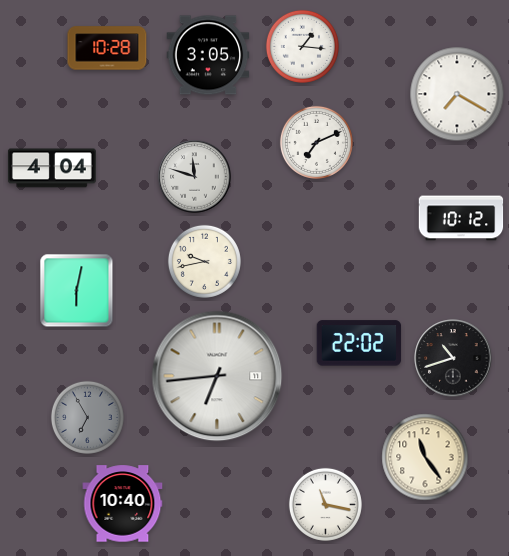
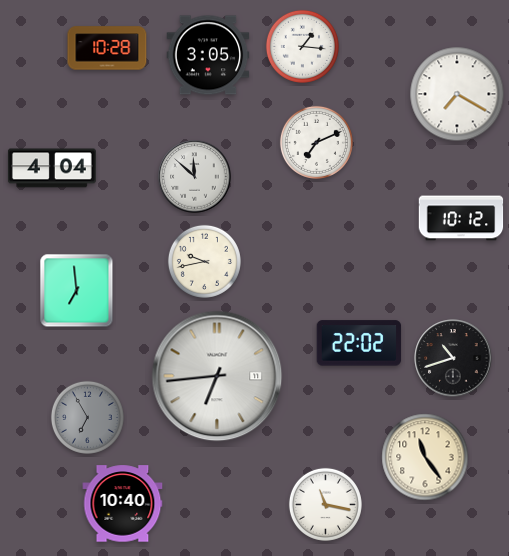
clock at (195, 177): 11:48 -> 11:52
clock at (77, 291): 6:02 -> 6:59
